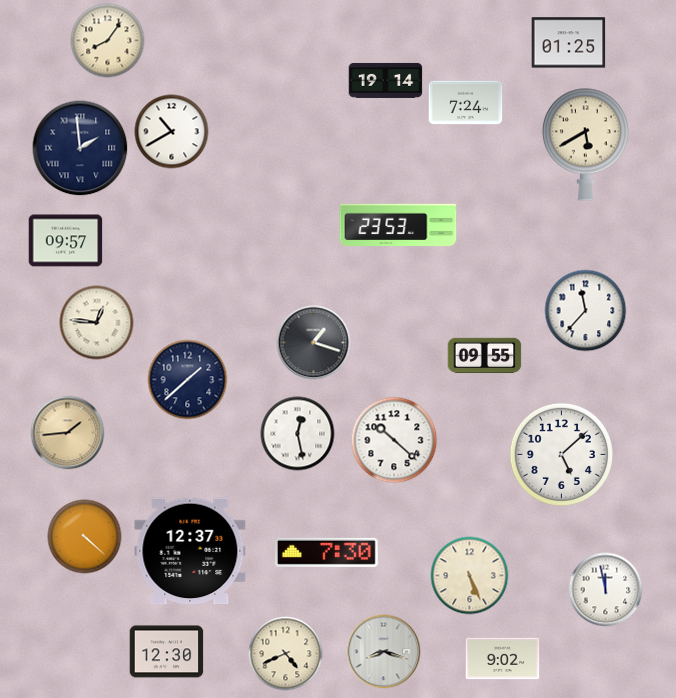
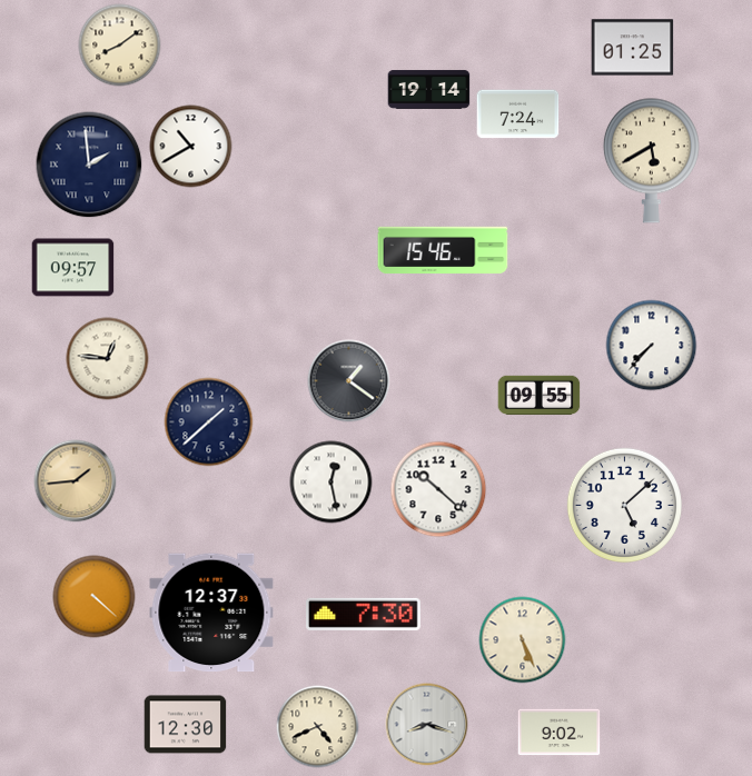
clock at (108, 41): 8:06 -> 8:09
clock at (398, 225): 23:53 -> 15:46
clock at (586, 311): 11:37 -> 7:37
clock at (314, 343): 1:18 -> 1:21
clock at (606, 590): 11:58 -> none
